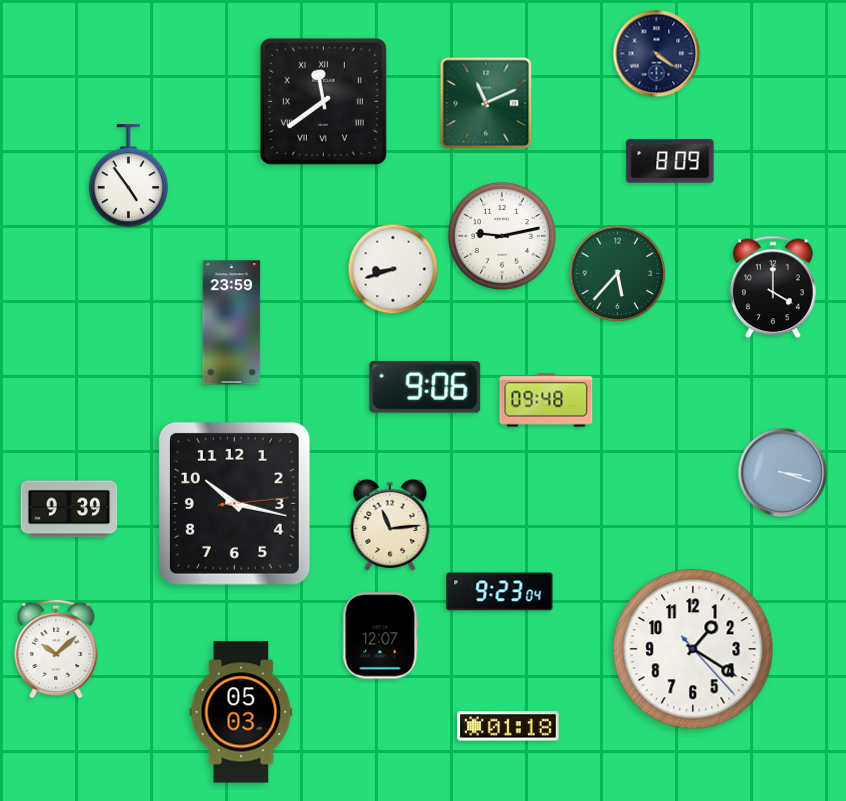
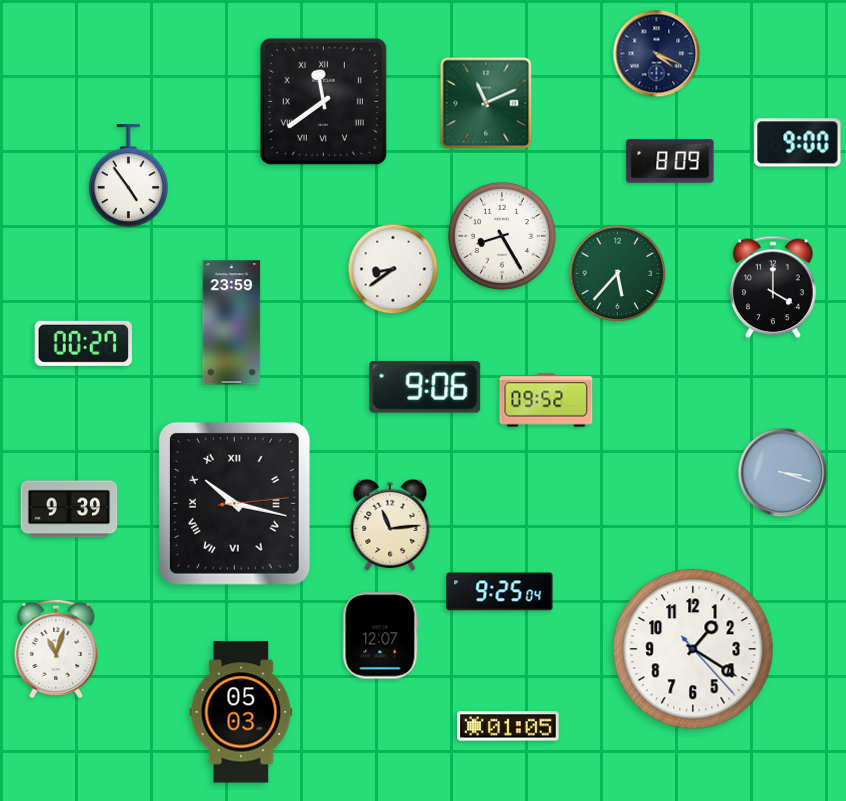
clock at (657, 54): 4:21 -> 4:19
clock at (798, 143): none -> 9:00
clock at (502, 236): 9:13 -> 8:25
clock at (393, 269): 8:42 -> 8:39
clock at (83, 343): none -> 00:27
clock at (546, 400): 09:48 -> 09:52
clock at (234, 503) numerals: Arabic -> Roman
clock at (500, 592): 9:23 -> 9:25
clock at (56, 649): 10:08 -> 11:03
clock at (509, 726): 01:18 -> 01:05
